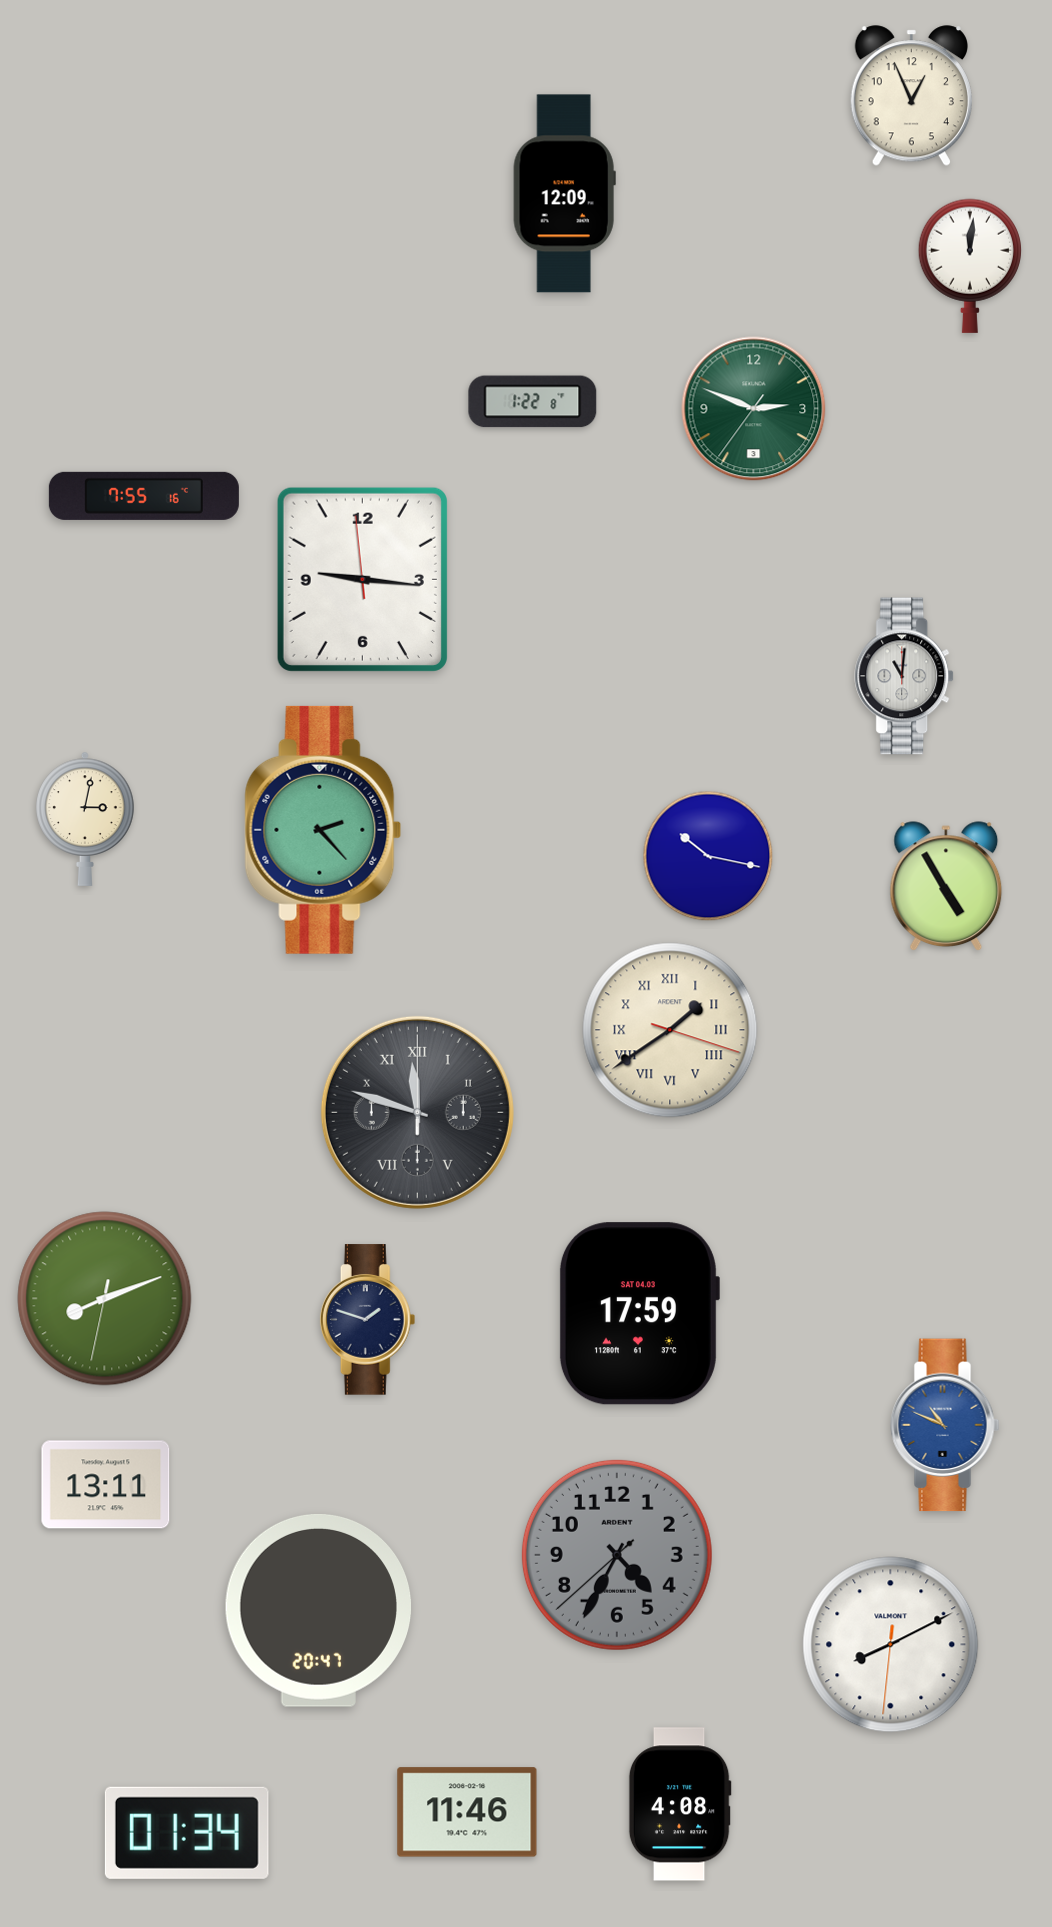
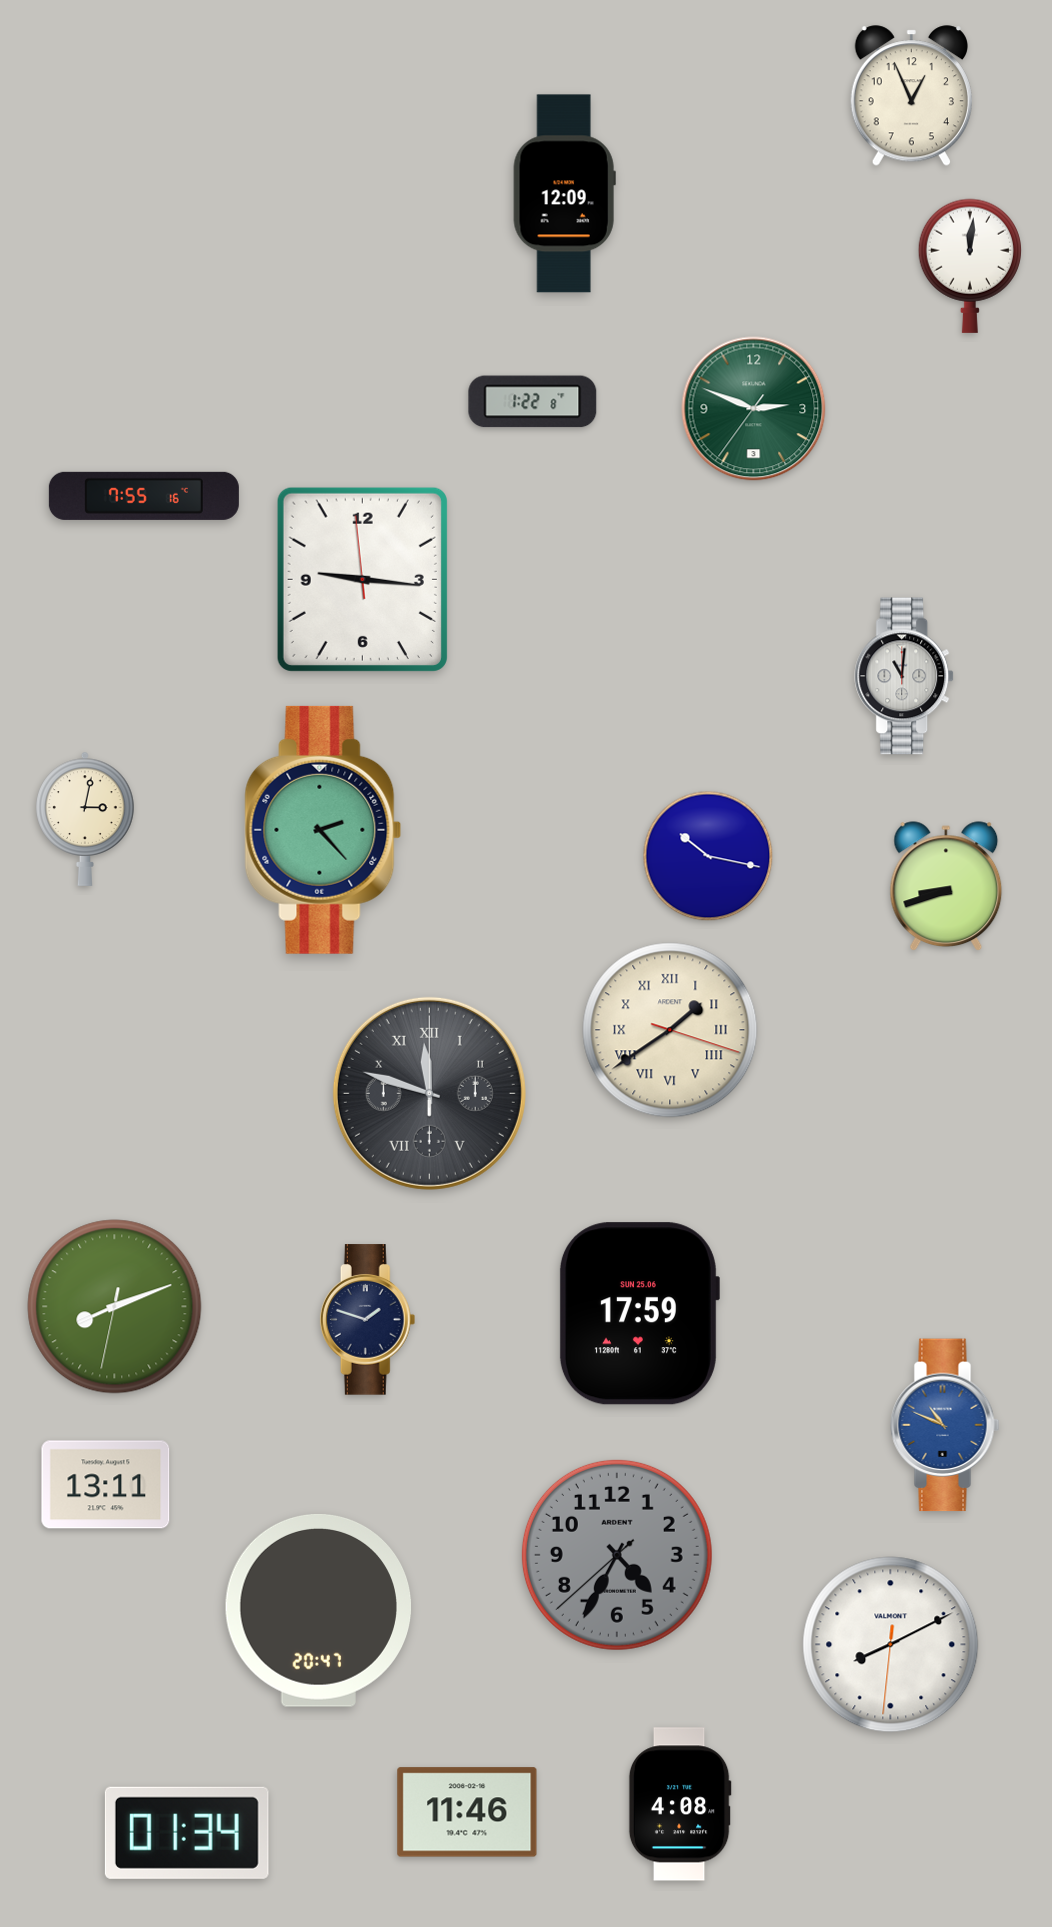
clock at (946, 887): 4:55 -> 8:42
clock at (417, 1112) position: (417, 1112) -> (429, 1093)
clock at (105, 1299) position: (105, 1299) -> (115, 1307)
clock at (639, 1314) date: SAT 04.03 -> SUN 25.06
